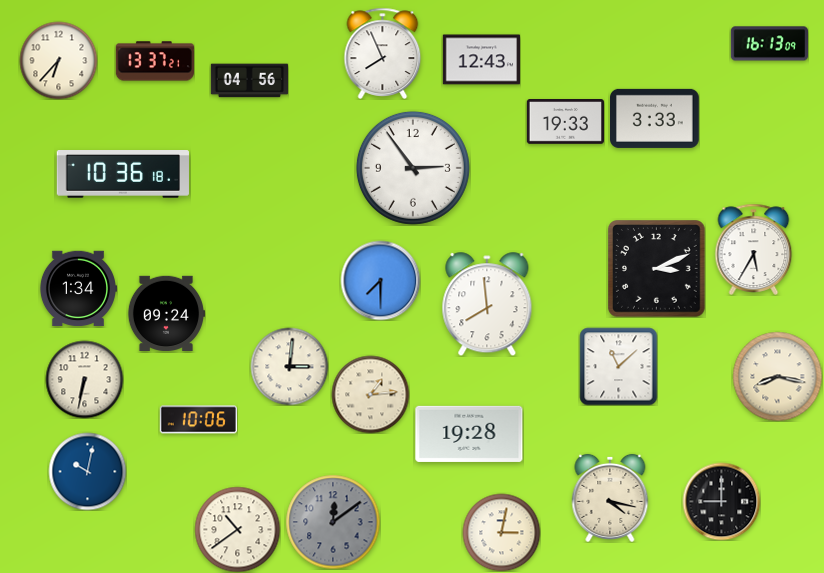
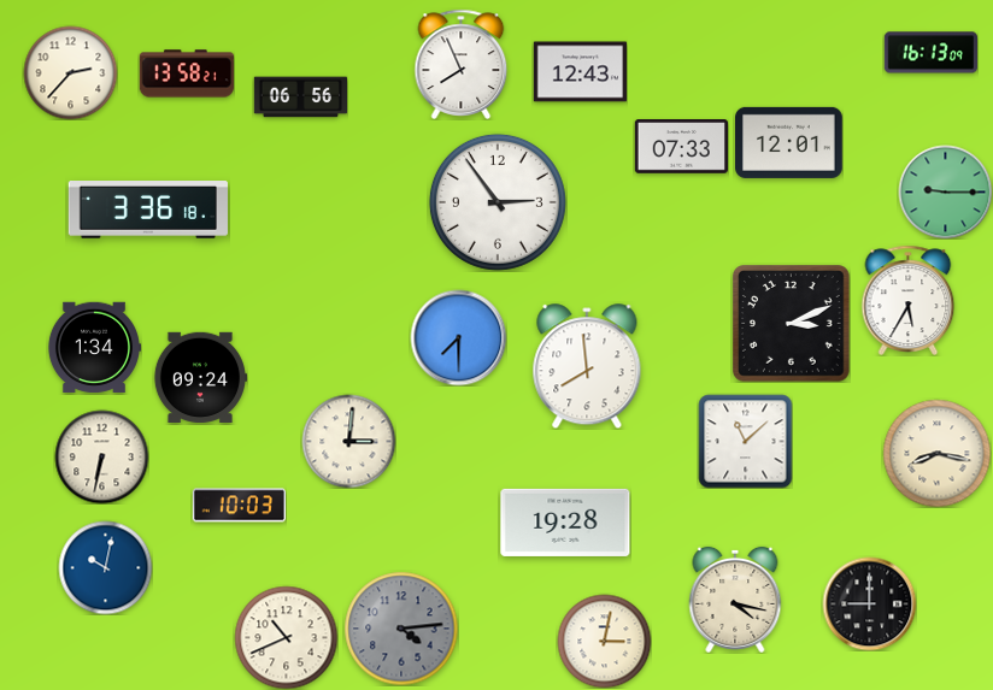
clock at (769, 44) position: (769, 44) -> (930, 53)
clock at (58, 60): 6:37 -> 2:37
clock at (155, 61): 13:37 -> 13:58
clock at (249, 81): 04:56 -> 06:56
clock at (655, 118): 3:33 -> 12:01
clock at (565, 122): 19:33 -> 07:33
clock at (945, 191): none -> 9:15
clock at (123, 175): 10:36 -> 3:36
clock at (370, 394): 1:14 -> none
clock at (198, 420): 10:06 -> 10:03
clock at (333, 522): 12:09 -> 4:14
clock at (237, 529): 10:39 -> 10:41
